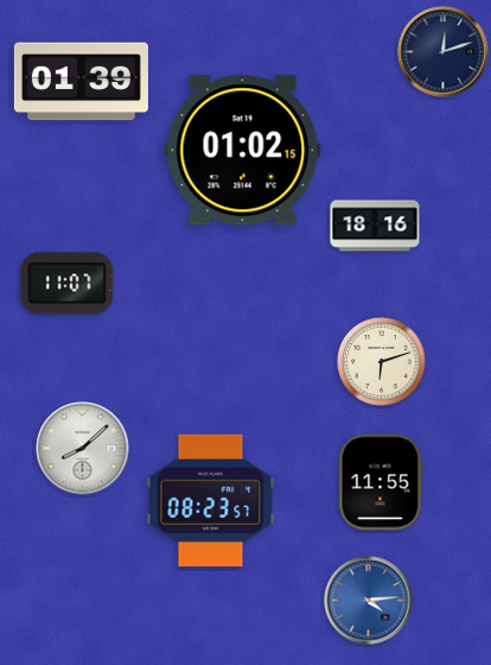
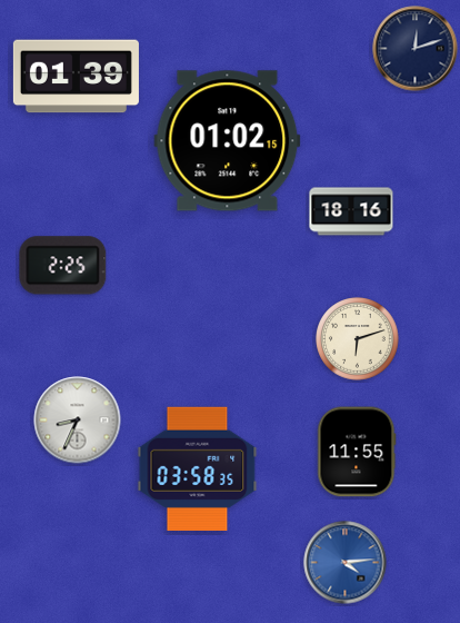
clock at (68, 284): 11:07 -> 2:25
clock at (83, 449): 8:08 -> 8:34
clock at (211, 500): 08:23 -> 03:58
